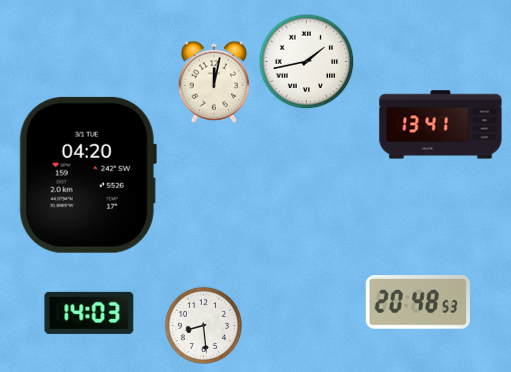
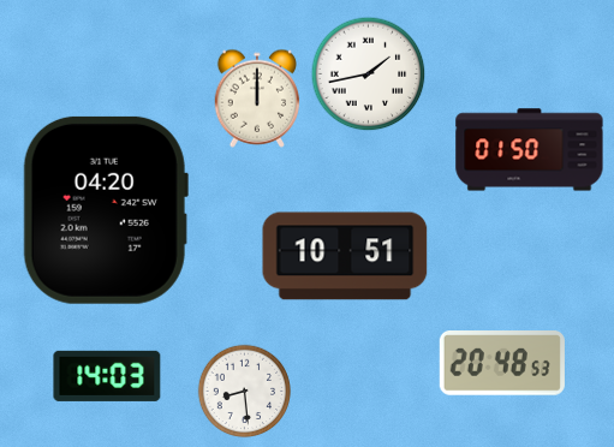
clock at (214, 82): 12:02 -> 12:00
clock at (441, 125): 13:41 -> 01:50
clock at (345, 256): none -> 10:51
